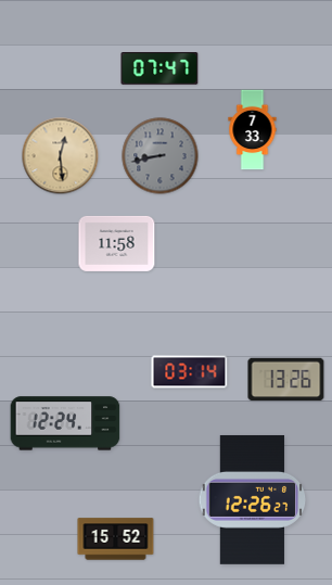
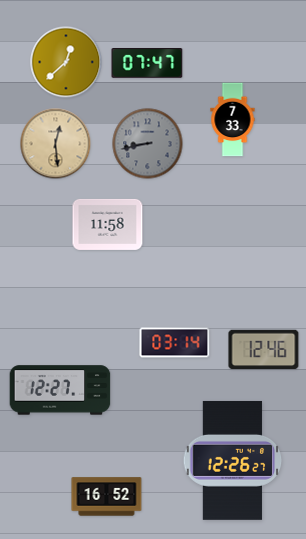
clock at (66, 62): none -> 12:38
clock at (286, 380): 13:26 -> 12:46
clock at (65, 423): 12:24 -> 12:27
clock at (116, 539): 15:52 -> 16:52
